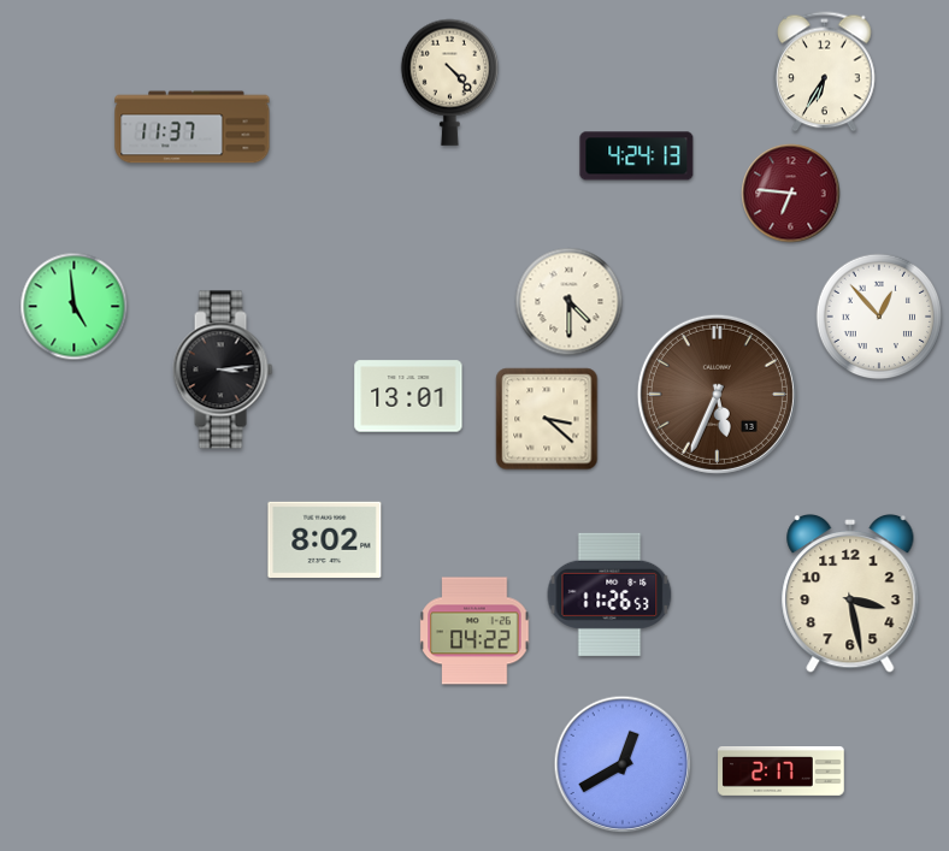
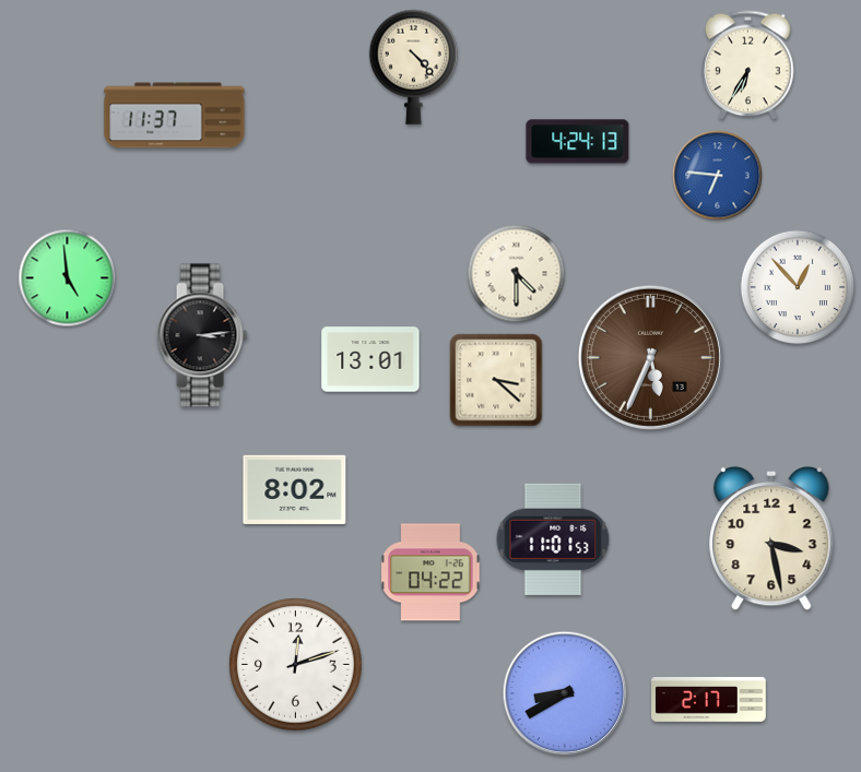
clock at (449, 82) position: (449, 82) -> (413, 67)
clock at (791, 194) dial: burgundy -> blue
clock at (609, 595): 11:26 -> 11:01
clock at (296, 665): none -> 12:12
clock at (623, 764): 12:40 -> 8:40
